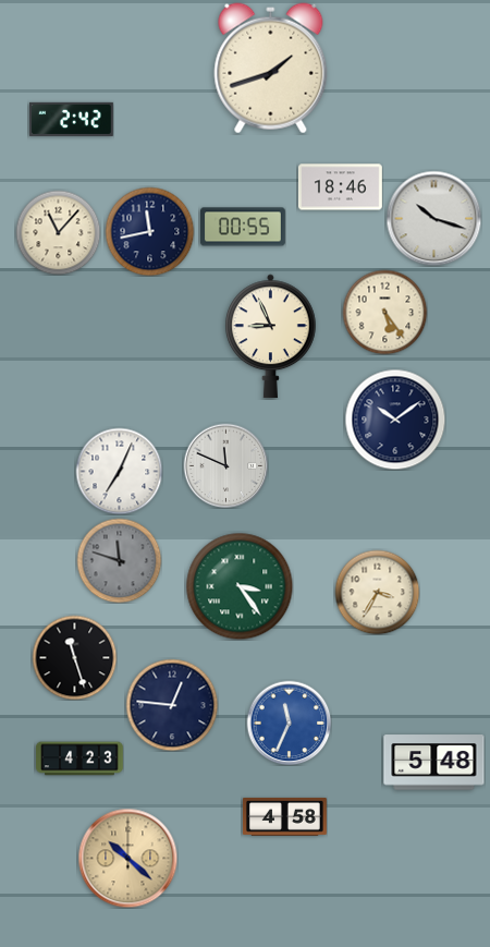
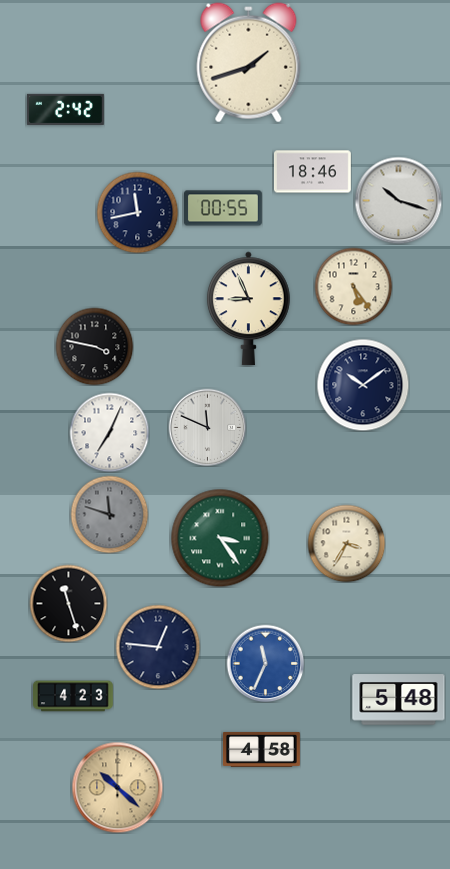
clock at (58, 232): 11:07 -> none
clock at (94, 346): none -> 3:47
